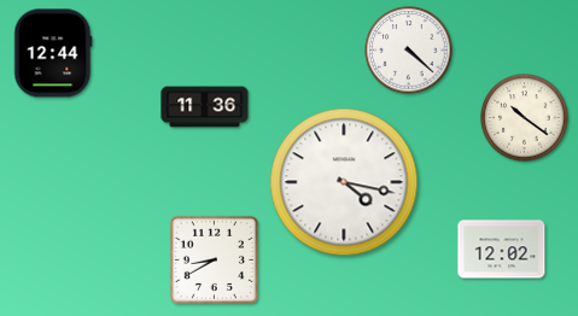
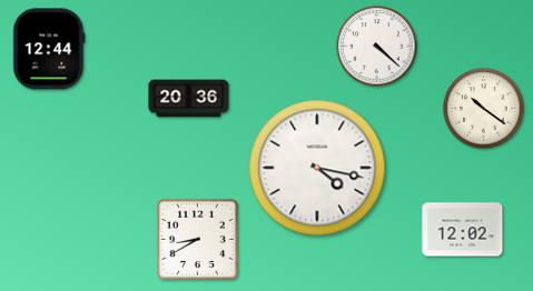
clock at (205, 107): 11:36 -> 20:36
